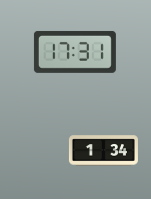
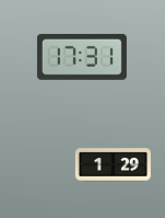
clock at (103, 151): 1:34 -> 1:29
